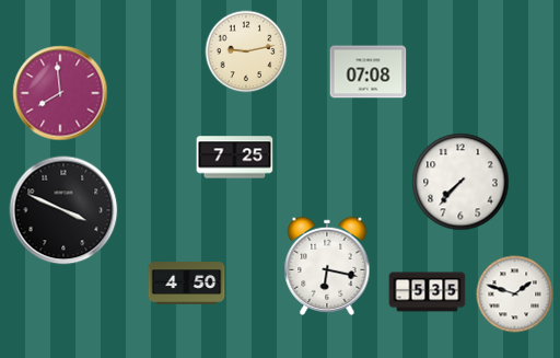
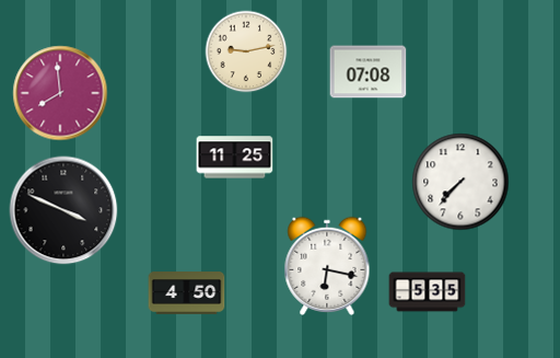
clock at (235, 158): 7:25 -> 11:25
clock at (187, 284) position: (187, 284) -> (187, 293)
clock at (515, 295): 1:48 -> none
